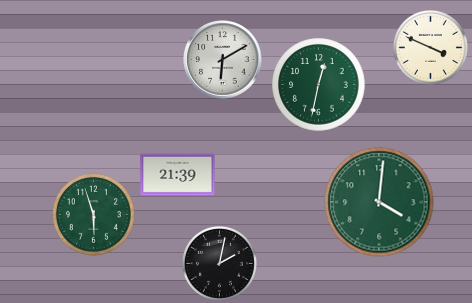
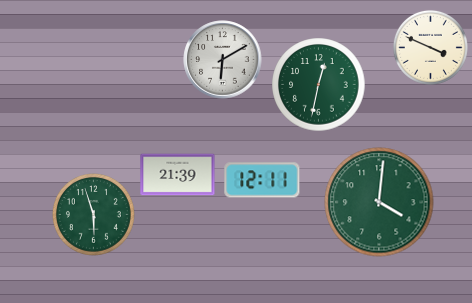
clock at (262, 180): none -> 12:11
clock at (219, 263): 2:02 -> none
